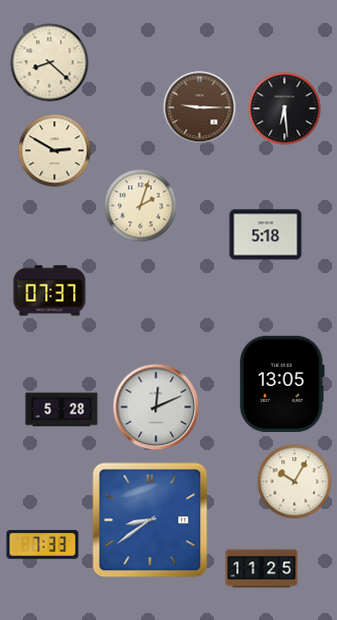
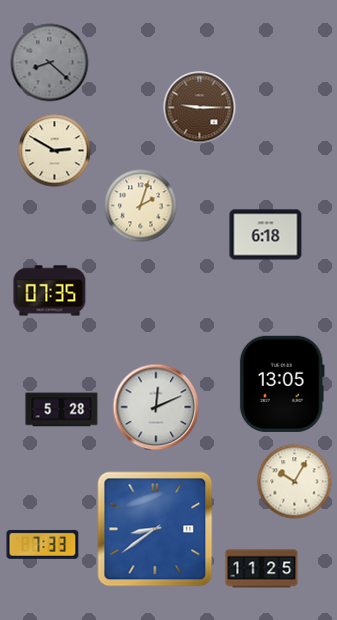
clock at (50, 63) dial: cream -> grey
clock at (285, 109): 6:29 -> none
clock at (266, 235): 5:18 -> 6:18
clock at (50, 291): 07:37 -> 07:35
clock at (150, 520) position: (150, 520) -> (155, 529)
